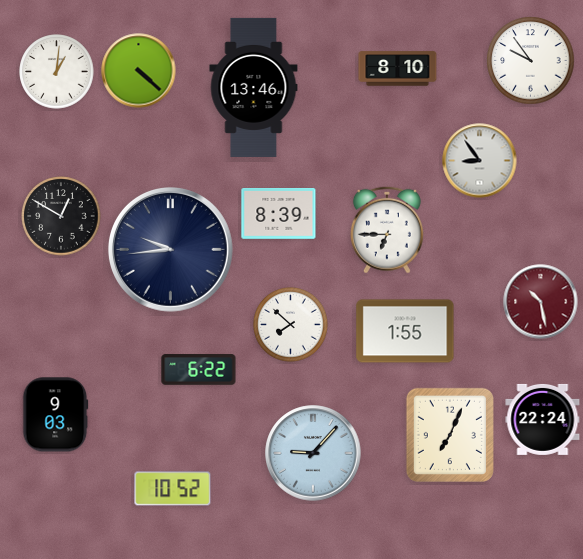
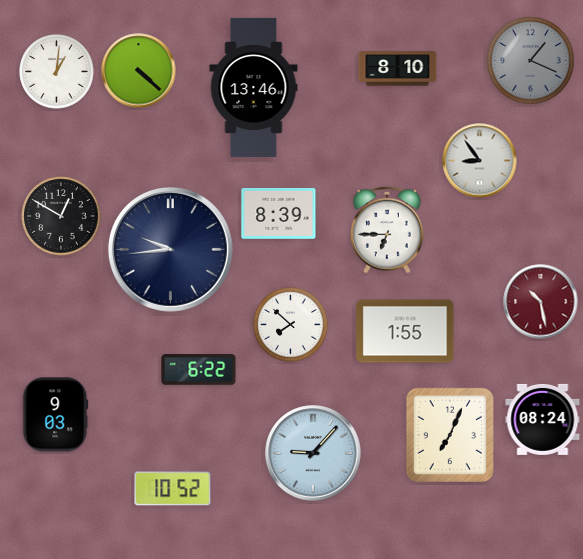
clock at (531, 61): 9:54 -> 1:19
clock at (531, 61) dial: white -> grey
clock at (543, 419): 22:24 -> 08:24
